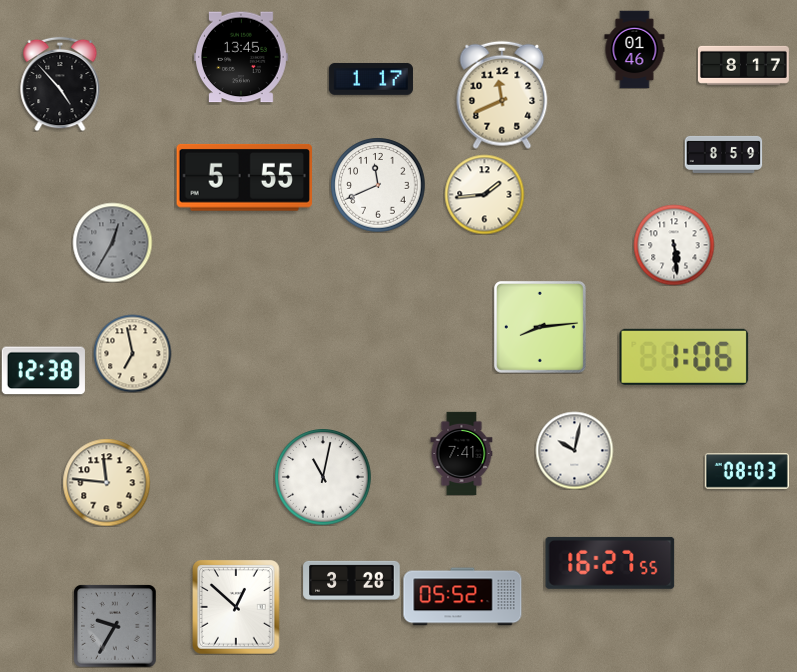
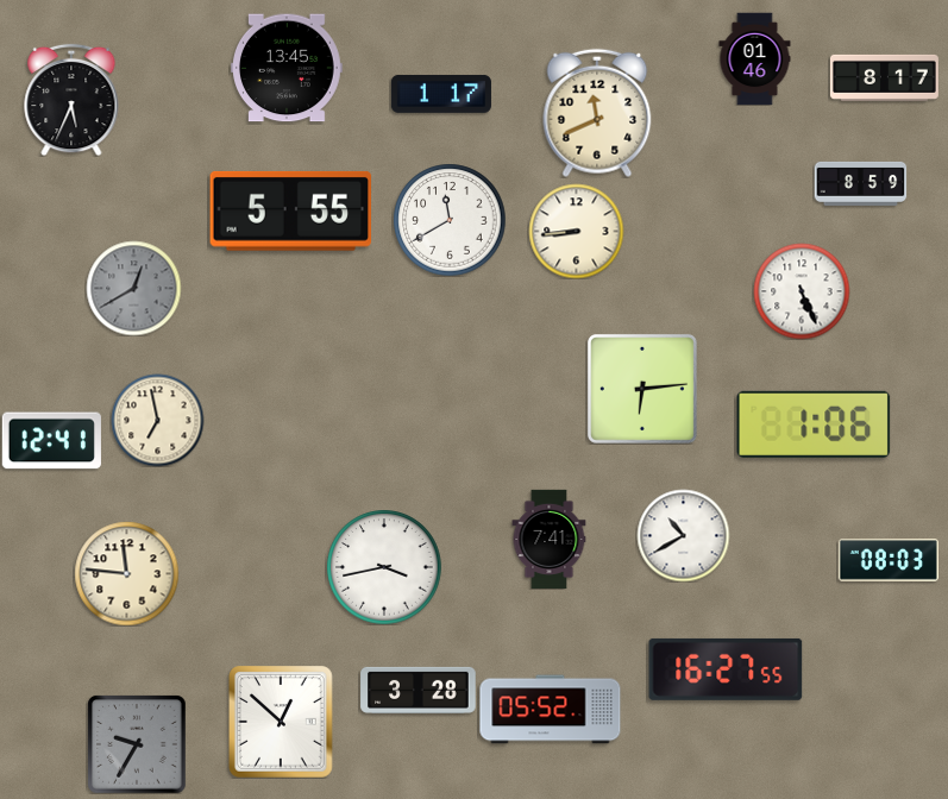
clock at (60, 84): 4:53 -> 5:34
clock at (378, 185): 11:41 -> 11:40
clock at (484, 194): 1:44 -> 8:44
clock at (112, 242): 12:35 -> 12:40
clock at (674, 245): 5:29 -> 5:26
clock at (540, 327): 8:14 -> 6:14
clock at (43, 371): 12:38 -> 12:41
clock at (574, 450): 10:02 -> 10:40
clock at (323, 477): 11:02 -> 3:43
